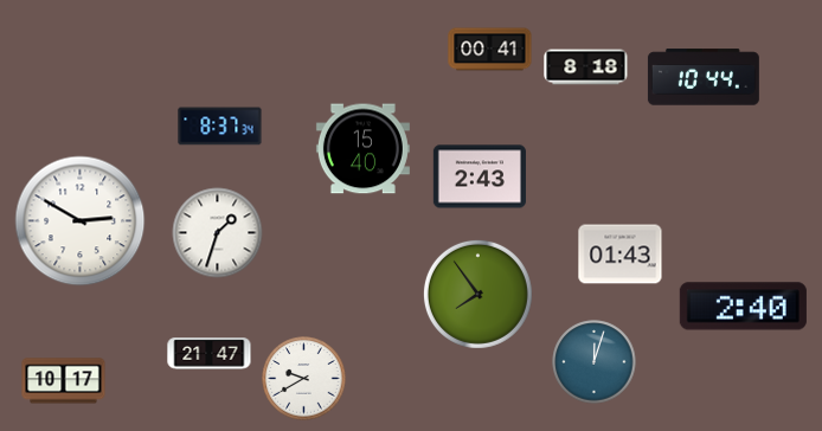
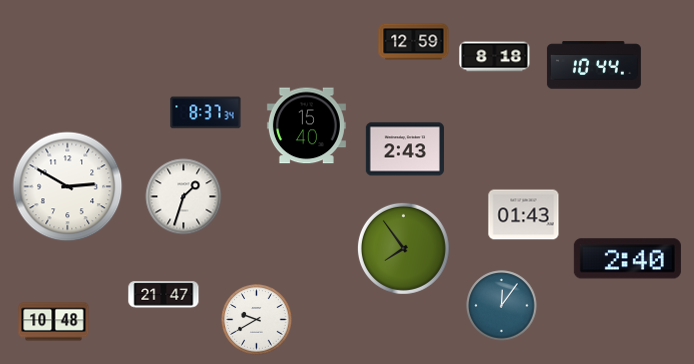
clock at (490, 50): 00:41 -> 12:59
clock at (220, 127) position: (220, 127) -> (206, 113)
clock at (210, 354) position: (210, 354) -> (164, 295)
clock at (595, 362): 12:03 -> 12:06
clock at (64, 381): 10:17 -> 10:48
